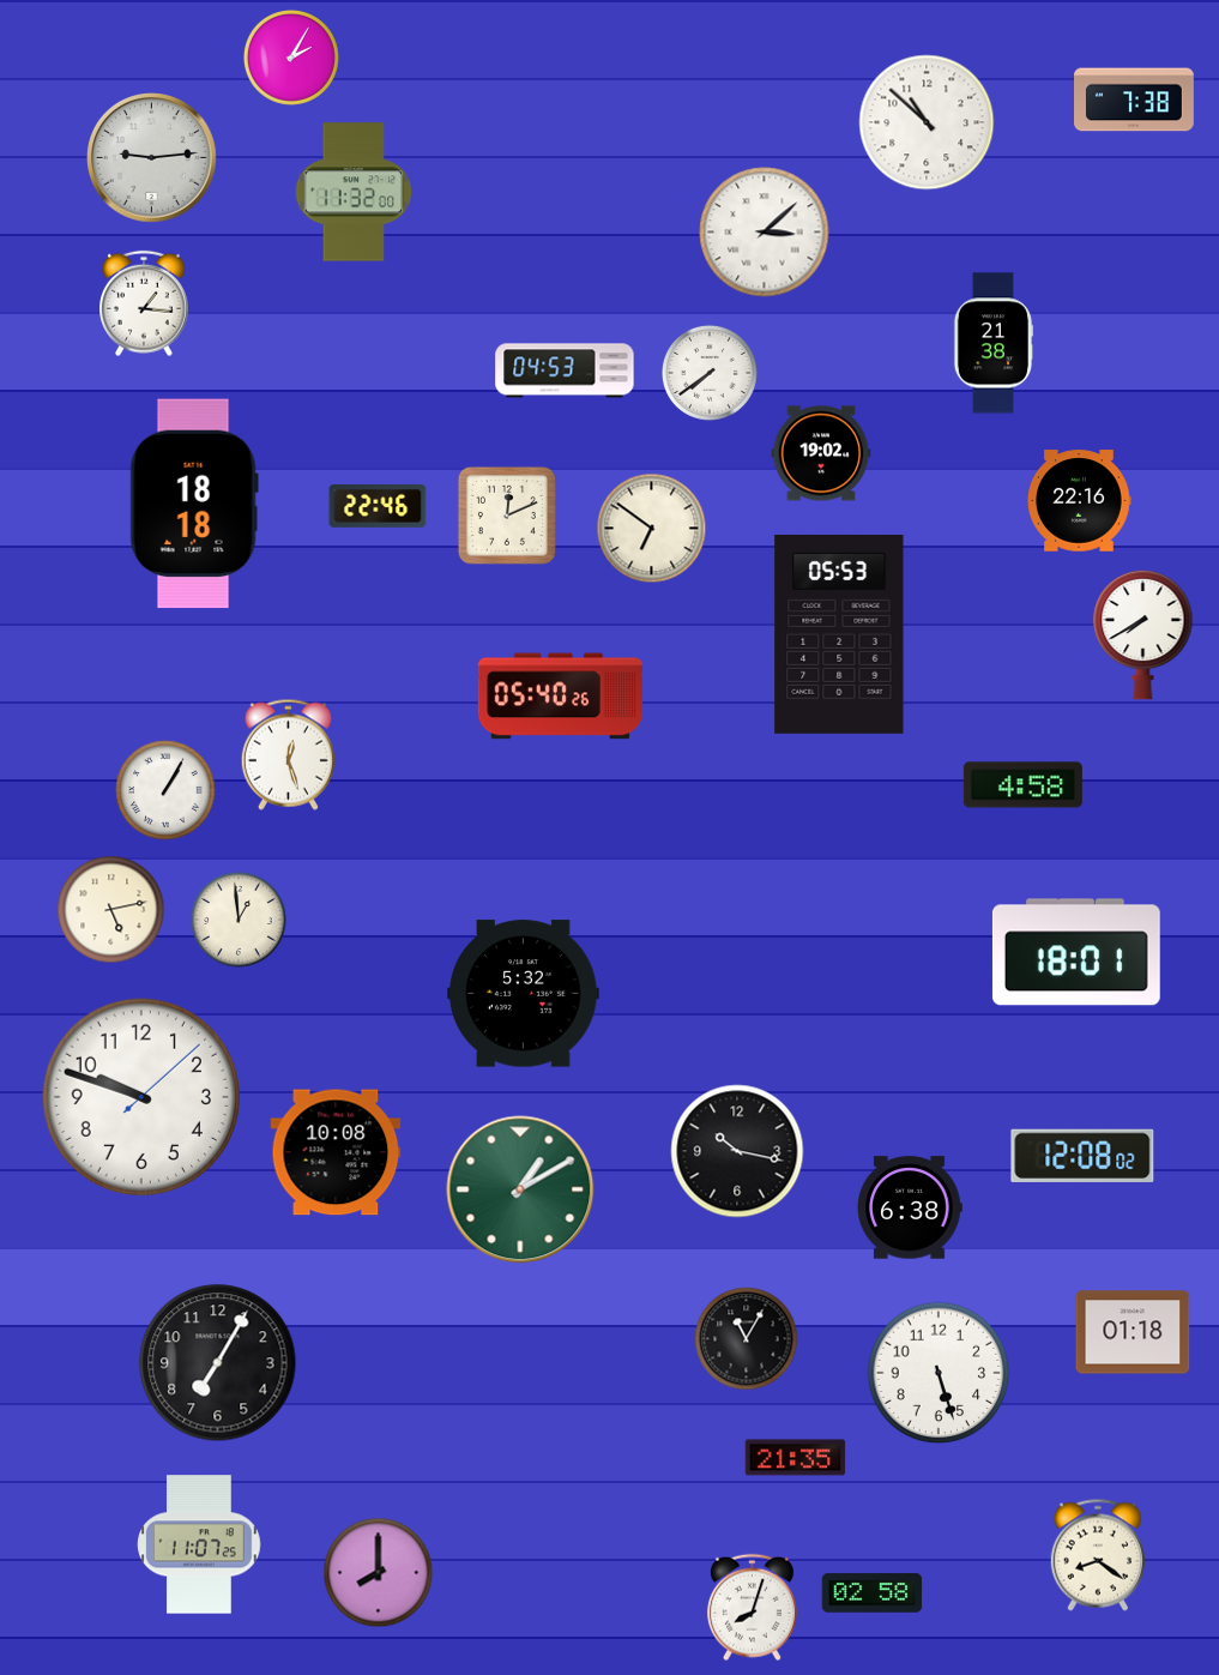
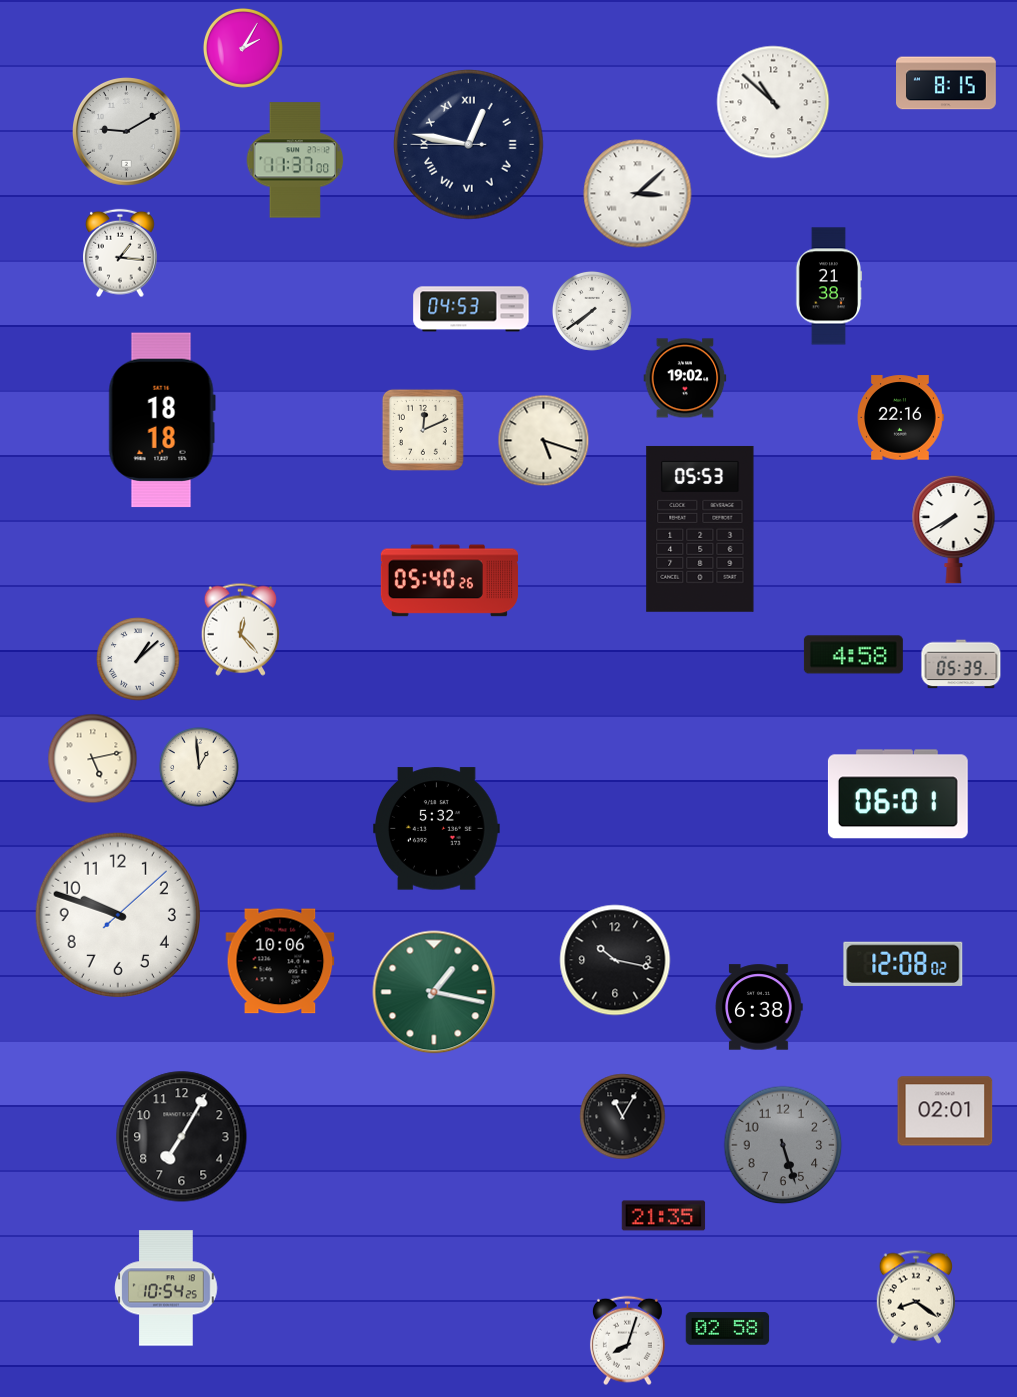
clock at (1135, 100): 7:38 -> 8:15
clock at (152, 158): 9:14 -> 9:10
clock at (469, 145): none -> 12:46
clock at (354, 192): 11:32 -> 11:37
clock at (378, 507): 22:46 -> none
clock at (652, 529): 6:51 -> 5:18
clock at (560, 697) position: (560, 697) -> (449, 581)
clock at (288, 754): 12:27 -> 12:23
clock at (165, 790): 1:05 -> 1:08
clock at (961, 664): none -> 05:39
clock at (1076, 952): 18:01 -> 06:01
clock at (336, 1152): 10:08 -> 10:06
clock at (520, 1189): 1:10 -> 1:17
clock at (1133, 1332): 01:18 -> 02:01
clock at (939, 1373) dial: white -> grey
clock at (199, 1544): 11:07 -> 10:54
clock at (379, 1573): 8:00 -> none
